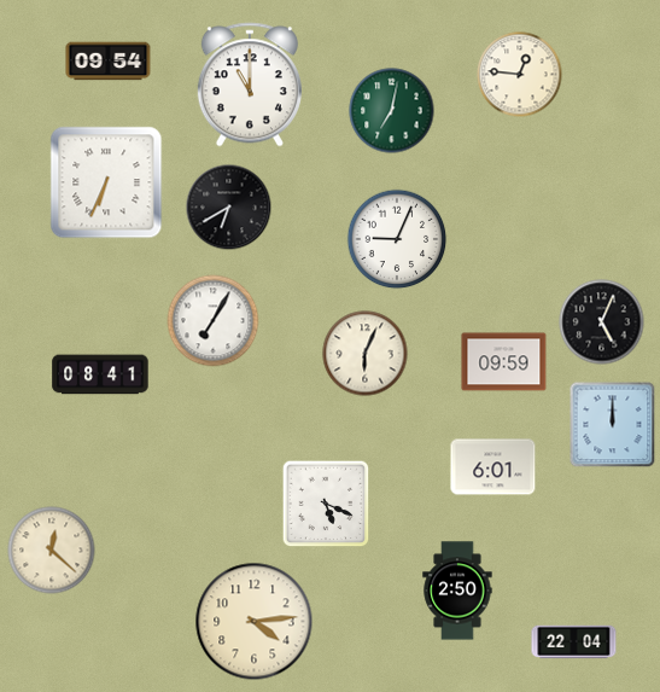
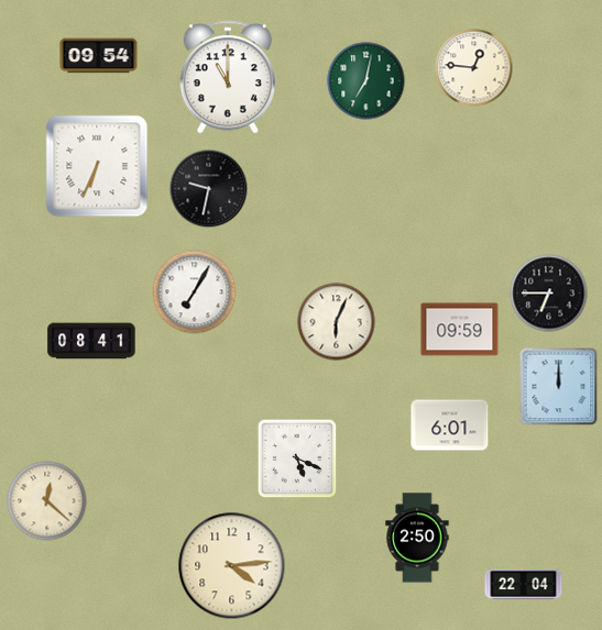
clock at (392, 111) position: (392, 111) -> (366, 81)
clock at (229, 208): 6:40 -> 9:32
clock at (397, 239): 9:04 -> none
clock at (602, 322): 5:04 -> 6:45
clock at (366, 354) position: (366, 354) -> (337, 322)
